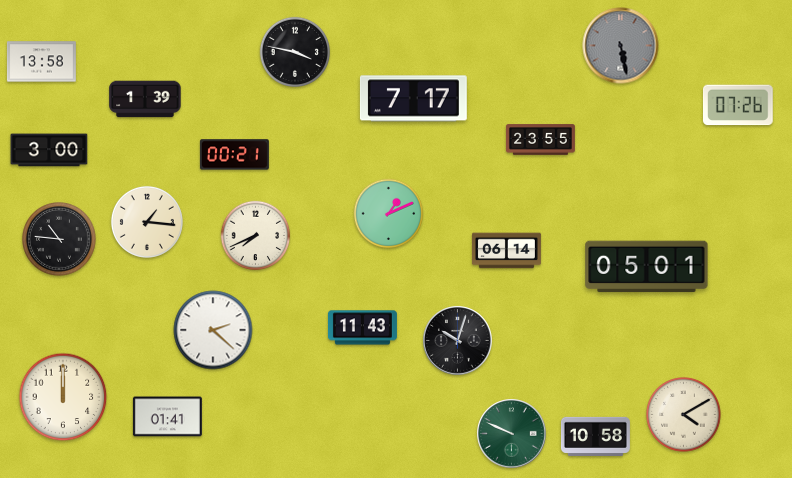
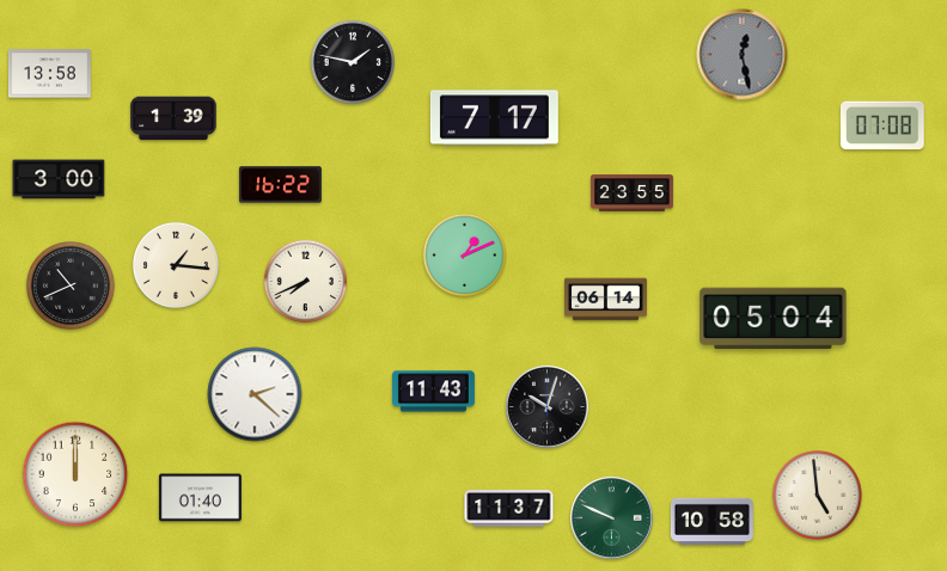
clock at (621, 46): 5:28 -> 12:28
clock at (294, 51): 3:47 -> 1:47
clock at (738, 105): 07:26 -> 07:08
clock at (540, 140) position: (540, 140) -> (631, 194)
clock at (234, 155): 00:21 -> 16:22
clock at (60, 240): 10:46 -> 10:41
clock at (647, 267): 05:01 -> 05:04
clock at (684, 415): 4:10 -> 4:59
clock at (167, 417): 01:41 -> 01:40
clock at (509, 509): none -> 11:37
